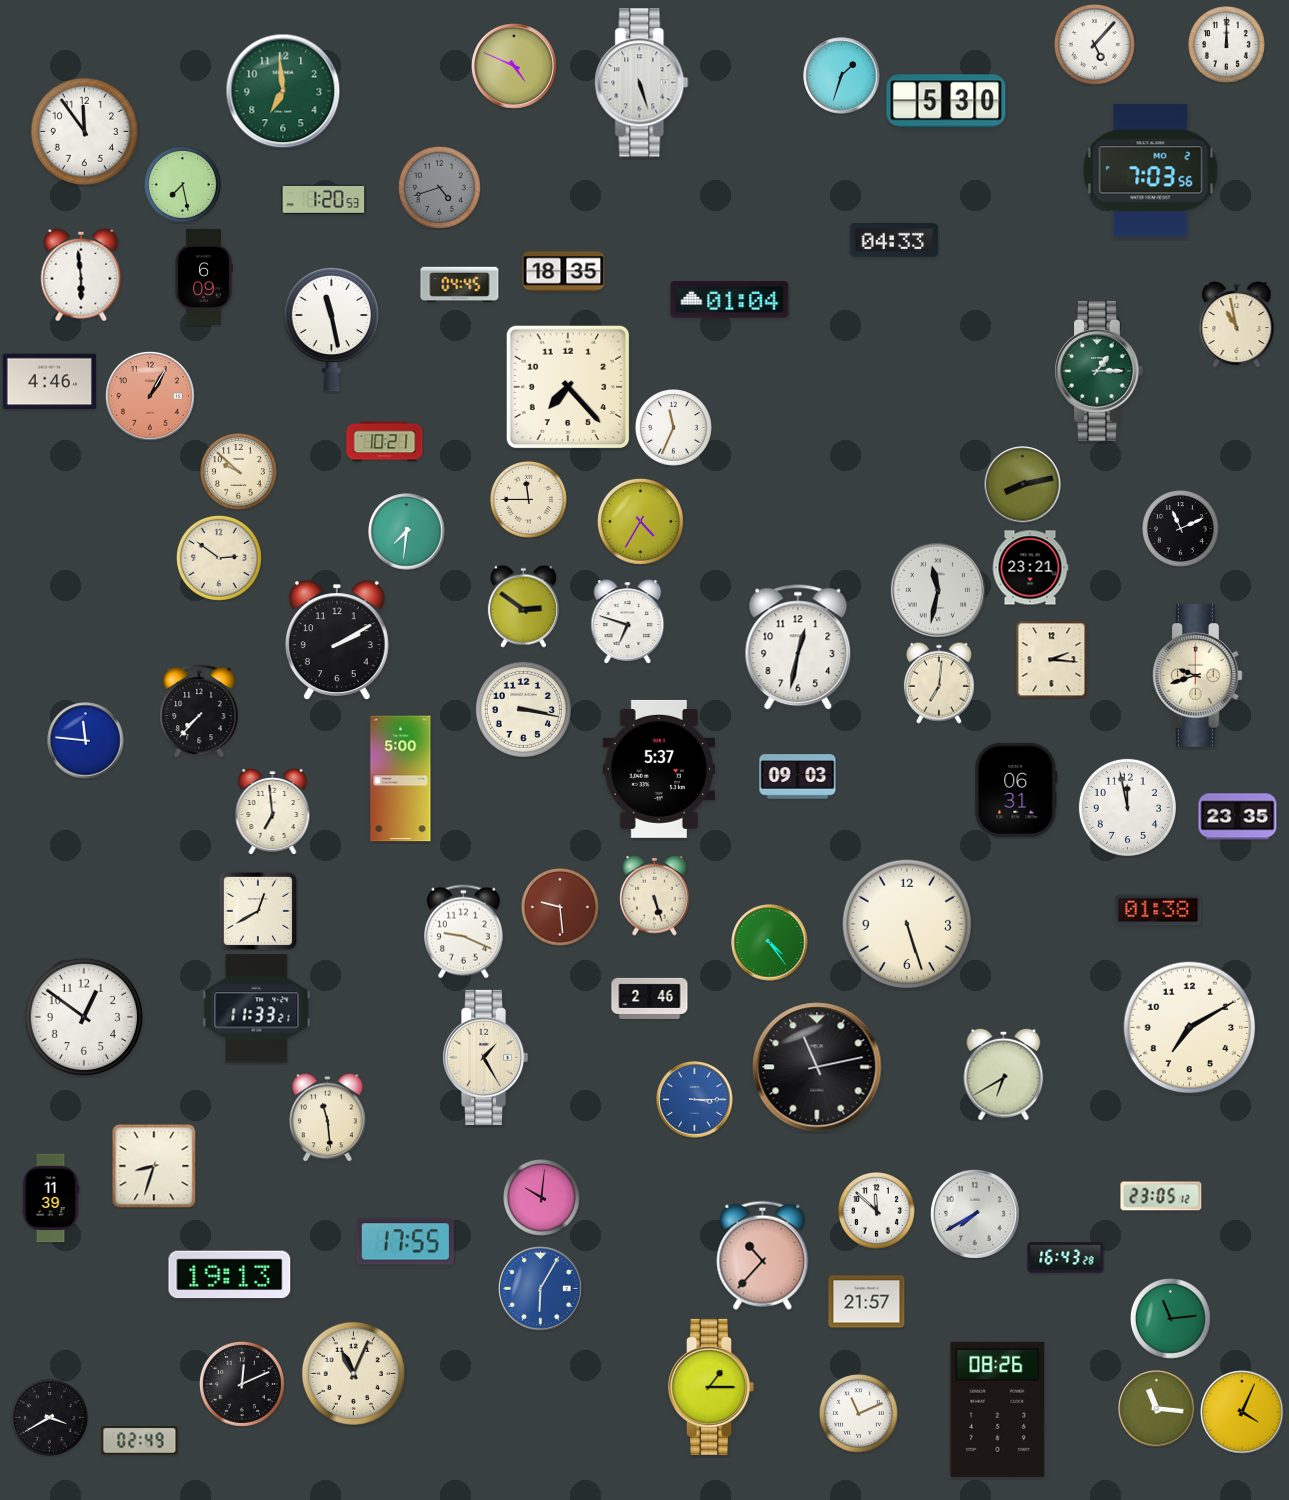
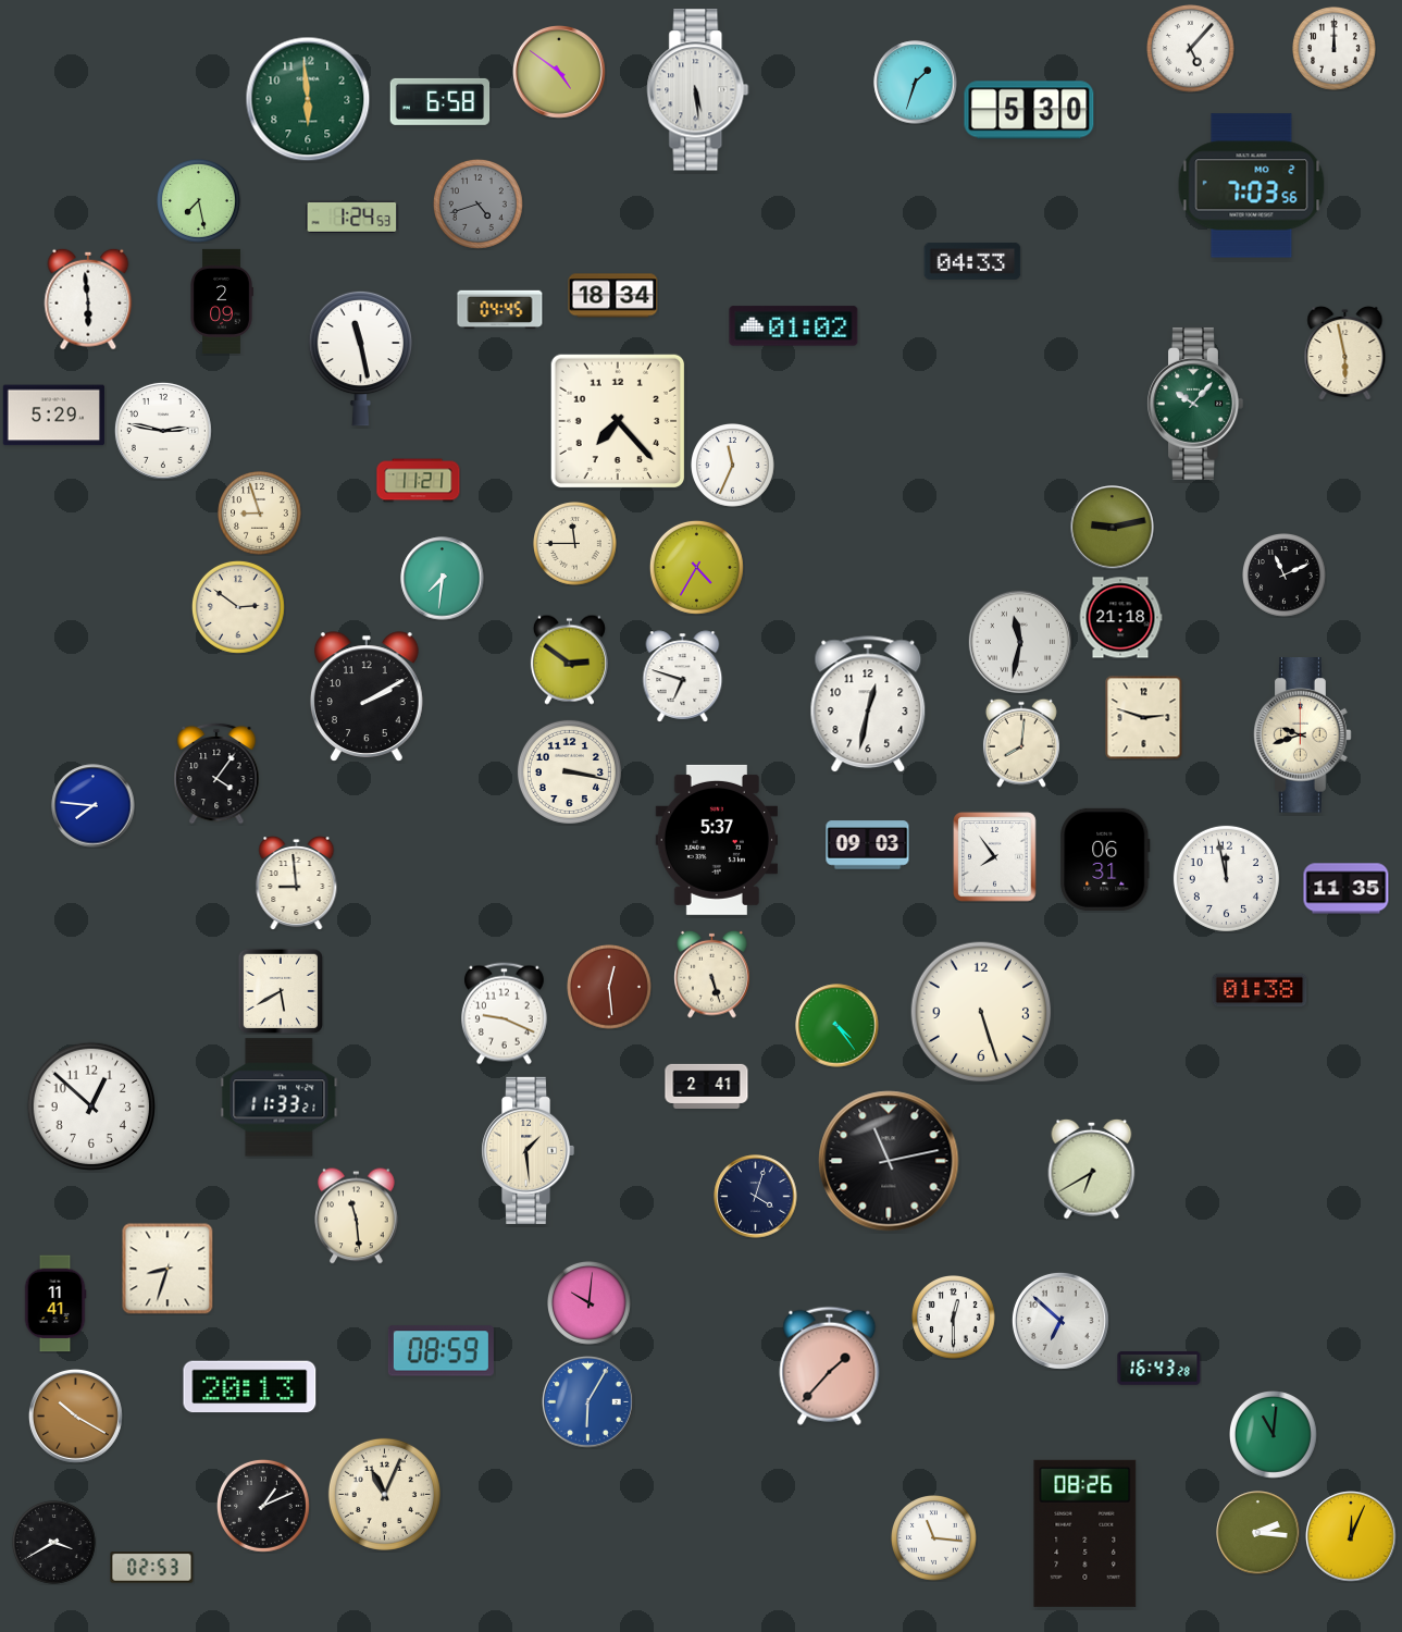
clock at (515, 67): 4:49 -> 4:51
clock at (642, 83): 5:27 -> 5:29
clock at (283, 91): 6:59 -> 5:59
clock at (441, 101): none -> 6:58
clock at (84, 131): 11:54 -> none
clock at (324, 199): 1:20 -> 1:24
clock at (564, 272): 18:35 -> 18:34
clock at (204, 277): 6:09 -> 2:09
clock at (730, 300): 01:04 -> 01:02
clock at (1237, 324): 10:58 -> 5:58
clock at (1099, 371): 1:15 -> 10:07
clock at (49, 382): 4:46 -> 5:29
clock at (150, 396): 1:05 -> 2:47
clock at (150, 396) dial: salmon -> white
clock at (385, 442): 10:21 -> 11:21
clock at (239, 472): 9:52 -> 8:57
clock at (1023, 485): 8:13 -> 9:13
clock at (1030, 568): 23:21 -> 21:18
clock at (1052, 659): 2:16 -> 2:48
clock at (939, 683): 7:01 -> 8:01
clock at (199, 711): 7:37 -> 4:06
clock at (86, 741): 11:46 -> 7:46
clock at (658, 769) position: (658, 769) -> (716, 840)
clock at (401, 779): 5:00 -> none
clock at (995, 857): none -> 7:54
clock at (273, 811): 6:59 -> 8:59
clock at (1238, 817): 23:35 -> 11:35
clock at (561, 908): 9:29 -> 12:29
clock at (258, 911): 12:40 -> 5:40
clock at (907, 924) position: (907, 924) -> (981, 1012)
clock at (650, 998): 2:46 -> 2:41
clock at (83, 1016): 12:51 -> 12:52
clock at (1190, 1028): 7:10 -> none
clock at (486, 1057): 1:25 -> 1:29
clock at (695, 1100): 3:15 -> 4:03
clock at (695, 1100) dial: blue -> navy
clock at (1161, 1196): 23:05 -> none
clock at (51, 1198): 11:39 -> 11:41
clock at (877, 1211): 11:52 -> 12:30
clock at (975, 1214): 7:40 -> 6:52
clock at (405, 1242): 17:55 -> 08:59
clock at (763, 1255): 10:37 -> 1:37
clock at (230, 1275): 19:13 -> 20:13
clock at (76, 1417): none -> 10:20
clock at (867, 1302): 21:57 -> none
clock at (1171, 1319): 11:14 -> 11:01
clock at (242, 1384): 12:11 -> 1:11
clock at (711, 1387): 1:15 -> none
clock at (1157, 1409): 11:16 -> 2:16
clock at (1242, 1412): 4:04 -> 12:04
clock at (859, 1414): 11:11 -> 11:16
clock at (140, 1441): 02:49 -> 02:53
